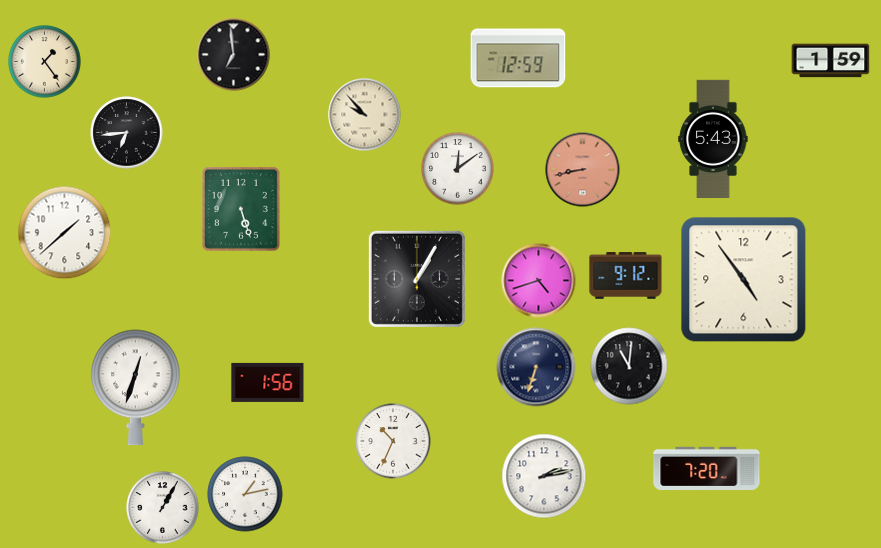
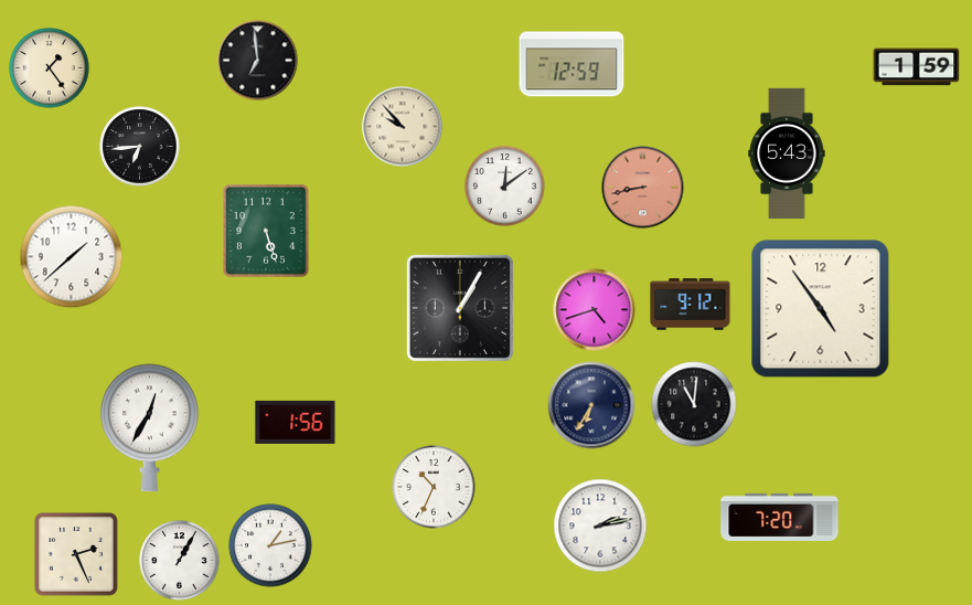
clock at (536, 367): 6:33 -> 6:35
clock at (136, 388): 12:33 -> 12:35
clock at (76, 554): none -> 2:26
